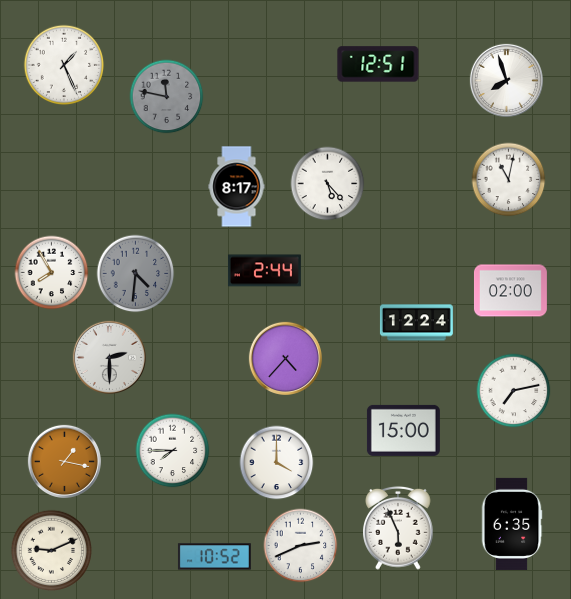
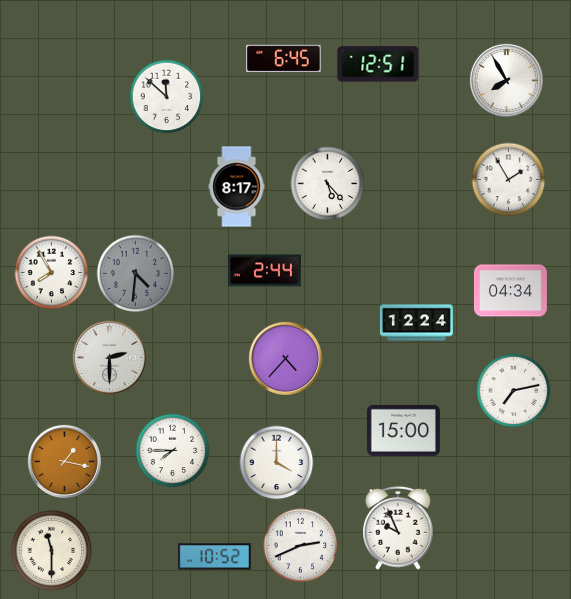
clock at (284, 59): none -> 6:45
clock at (64, 65): 1:26 -> none
clock at (506, 80): 7:57 -> 7:55
clock at (167, 97): 11:47 -> 11:52
clock at (167, 97) dial: grey -> white
clock at (509, 180): 11:02 -> 1:55
clock at (510, 291): 02:00 -> 04:34
clock at (512, 524): 6:35 -> none
clock at (399, 528): 5:56 -> 9:56
clock at (52, 551): 9:11 -> 11:30
